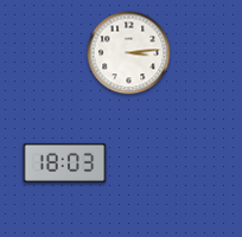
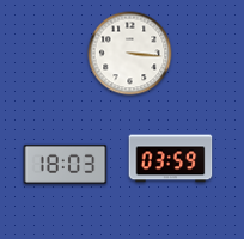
clock at (129, 53): 3:14 -> 3:16
clock at (171, 159): none -> 03:59
